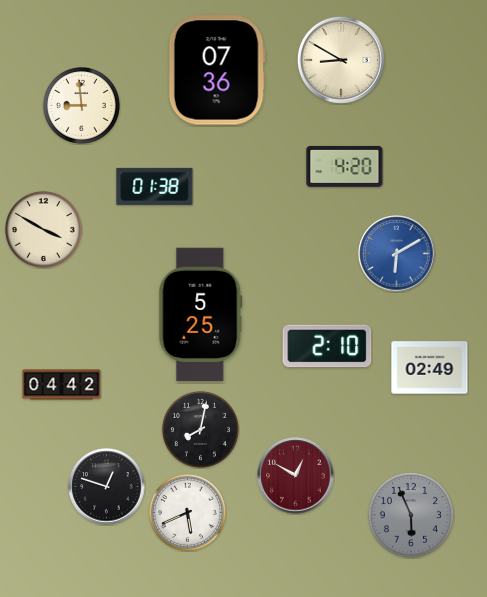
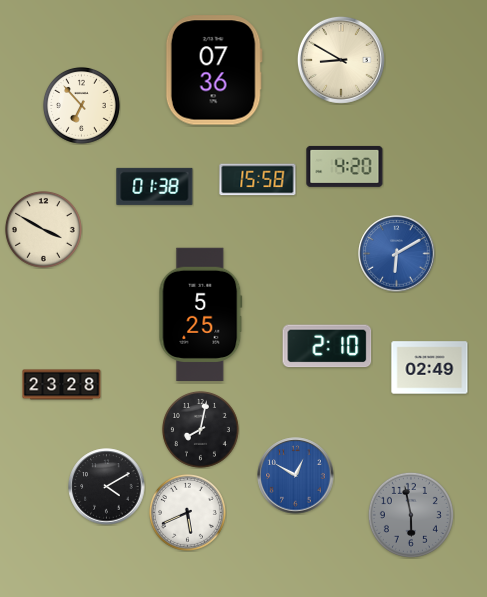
clock at (217, 70) position: (217, 70) -> (214, 70)
clock at (81, 105): 8:59 -> 6:53
clock at (258, 180): none -> 15:58
clock at (62, 385): 04:42 -> 23:28
clock at (296, 476) dial: burgundy -> blue
clock at (107, 487): 12:48 -> 4:10
clock at (411, 515): 5:56 -> 5:58
